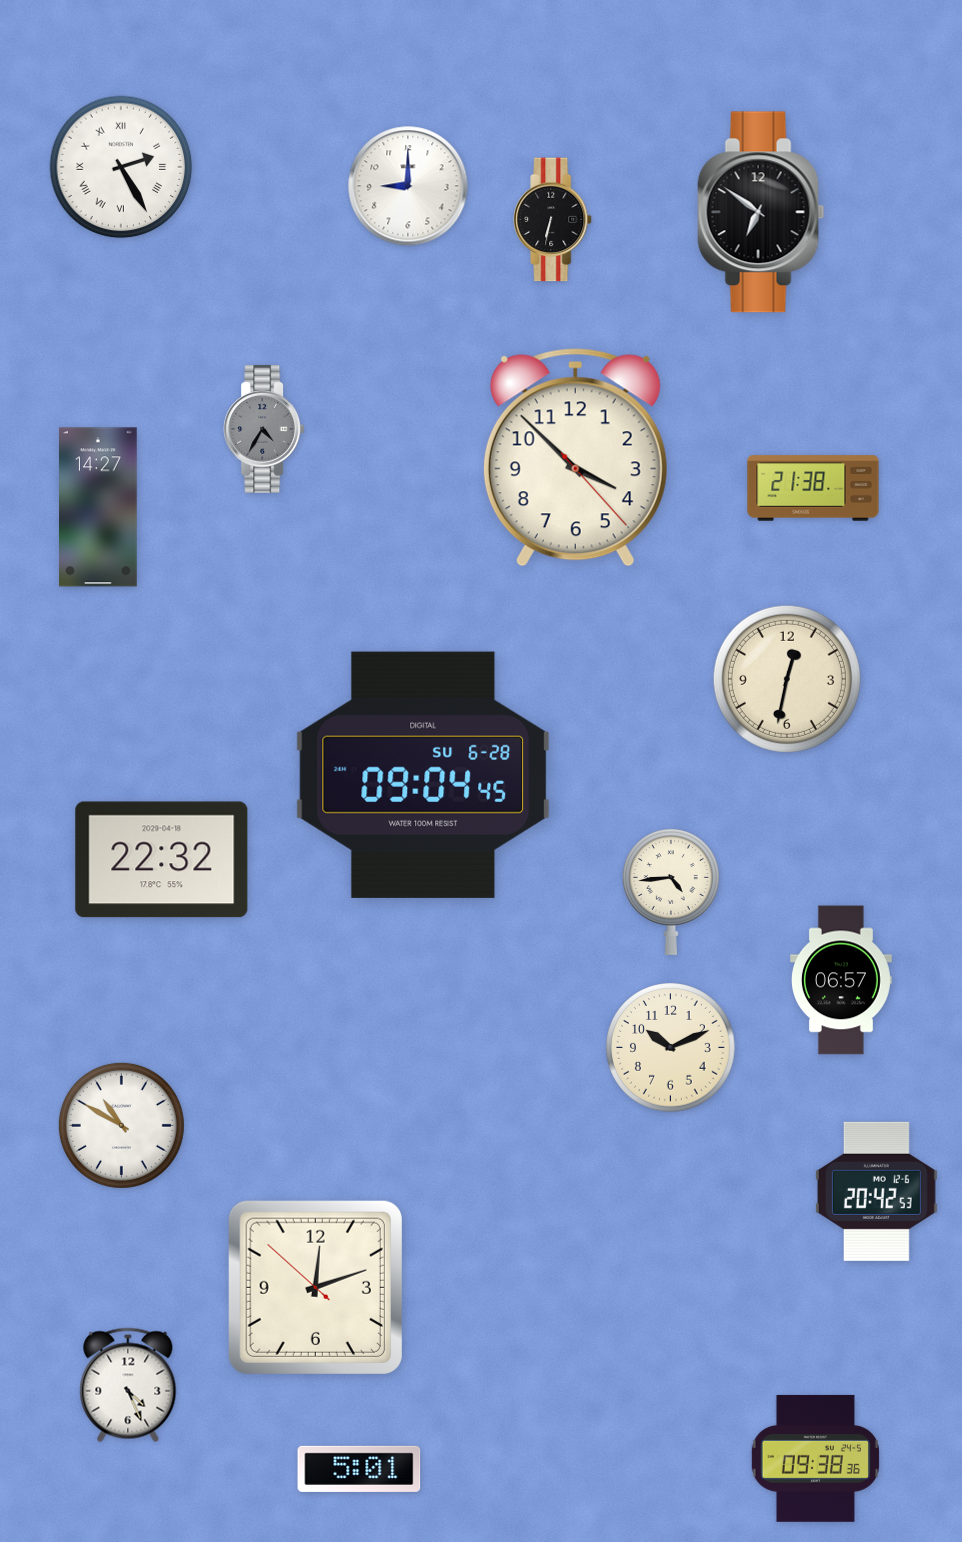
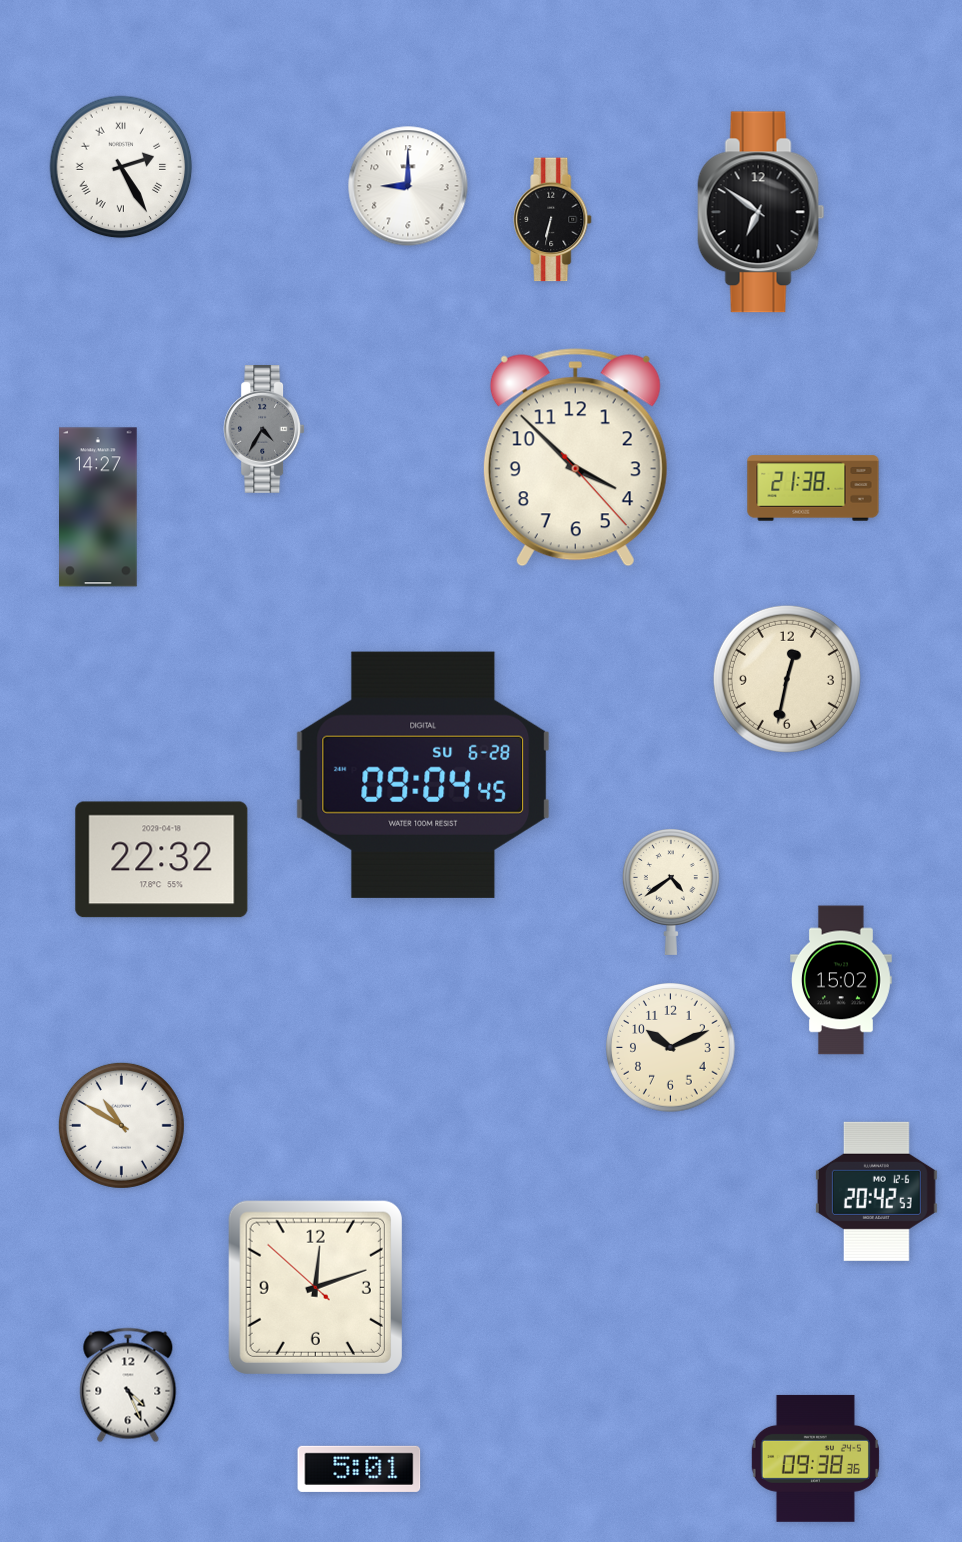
clock at (671, 892): 4:44 -> 4:39
clock at (842, 980): 06:57 -> 15:02
